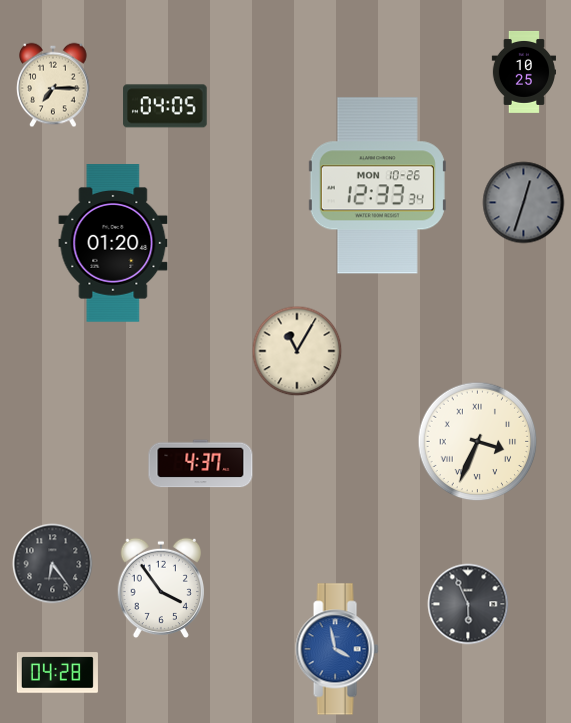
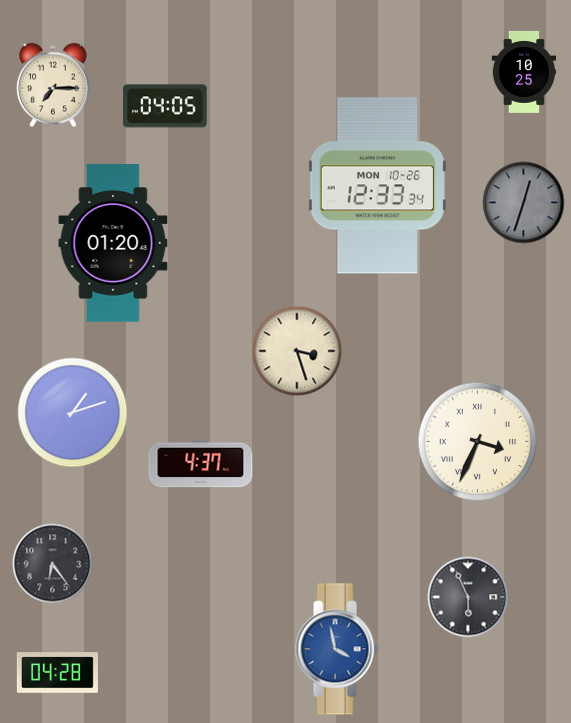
clock at (297, 351): 11:05 -> 3:27
clock at (73, 413): none -> 1:12
clock at (160, 588): 3:54 -> none
clock at (468, 604) position: (468, 604) -> (468, 597)
